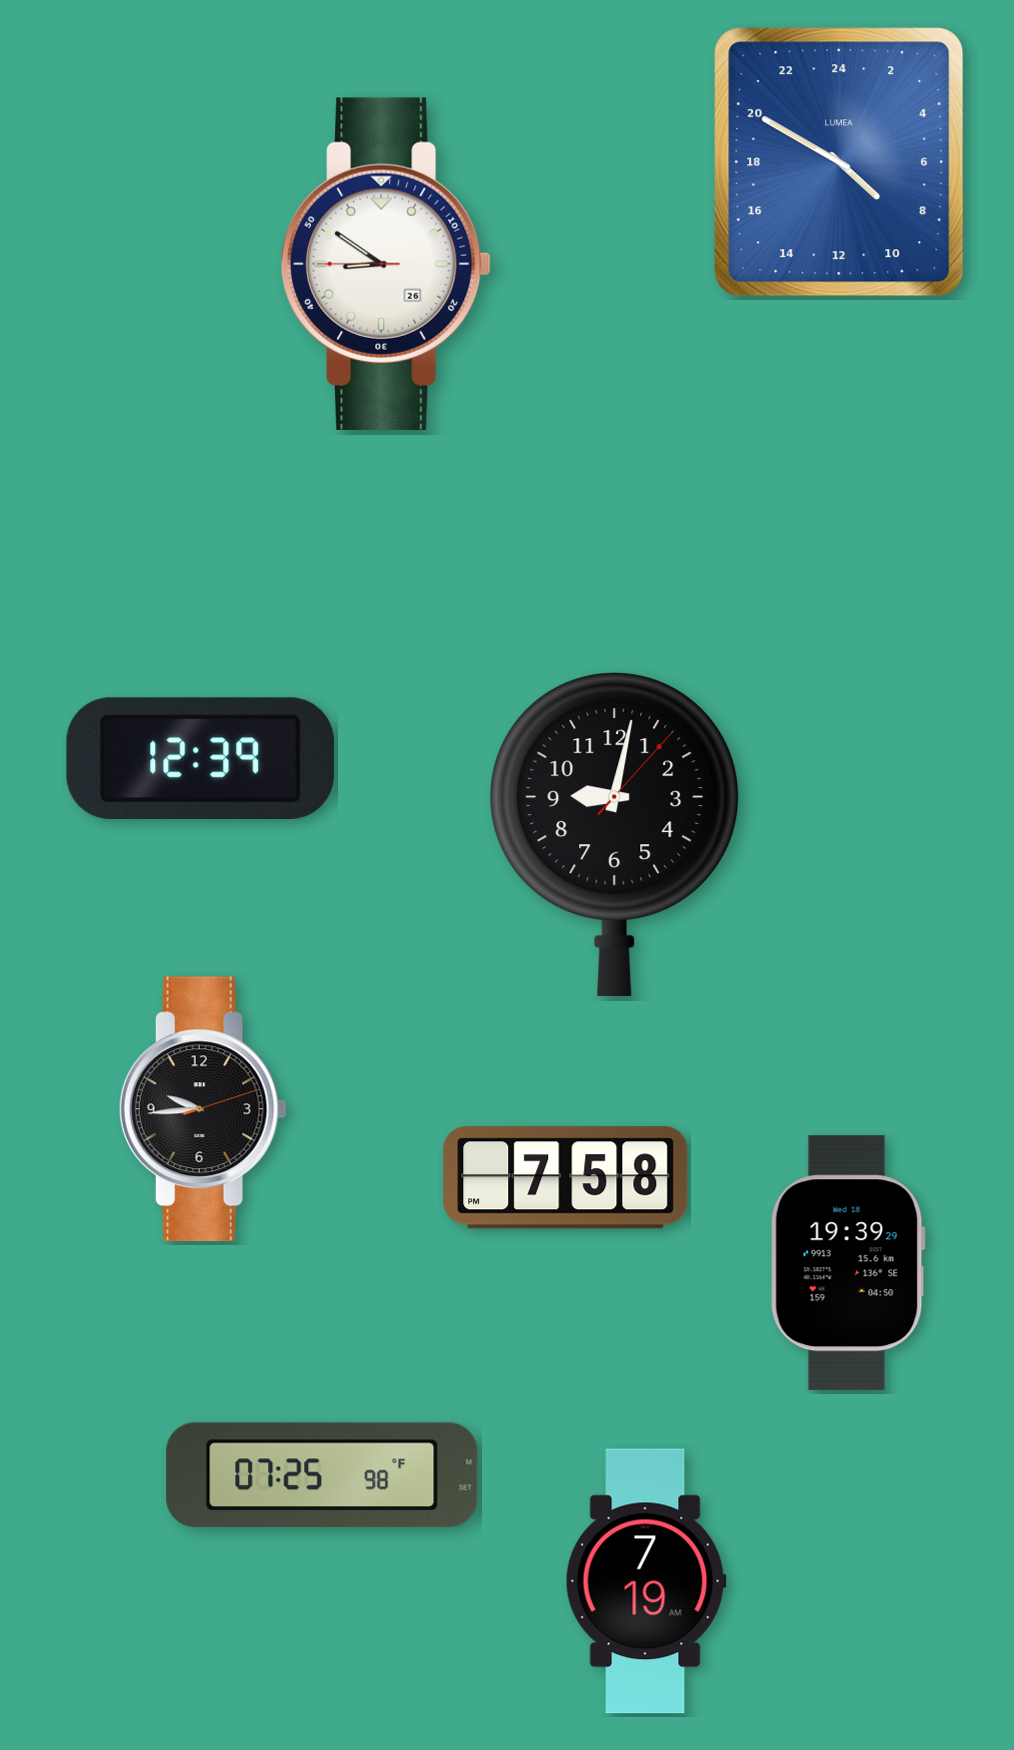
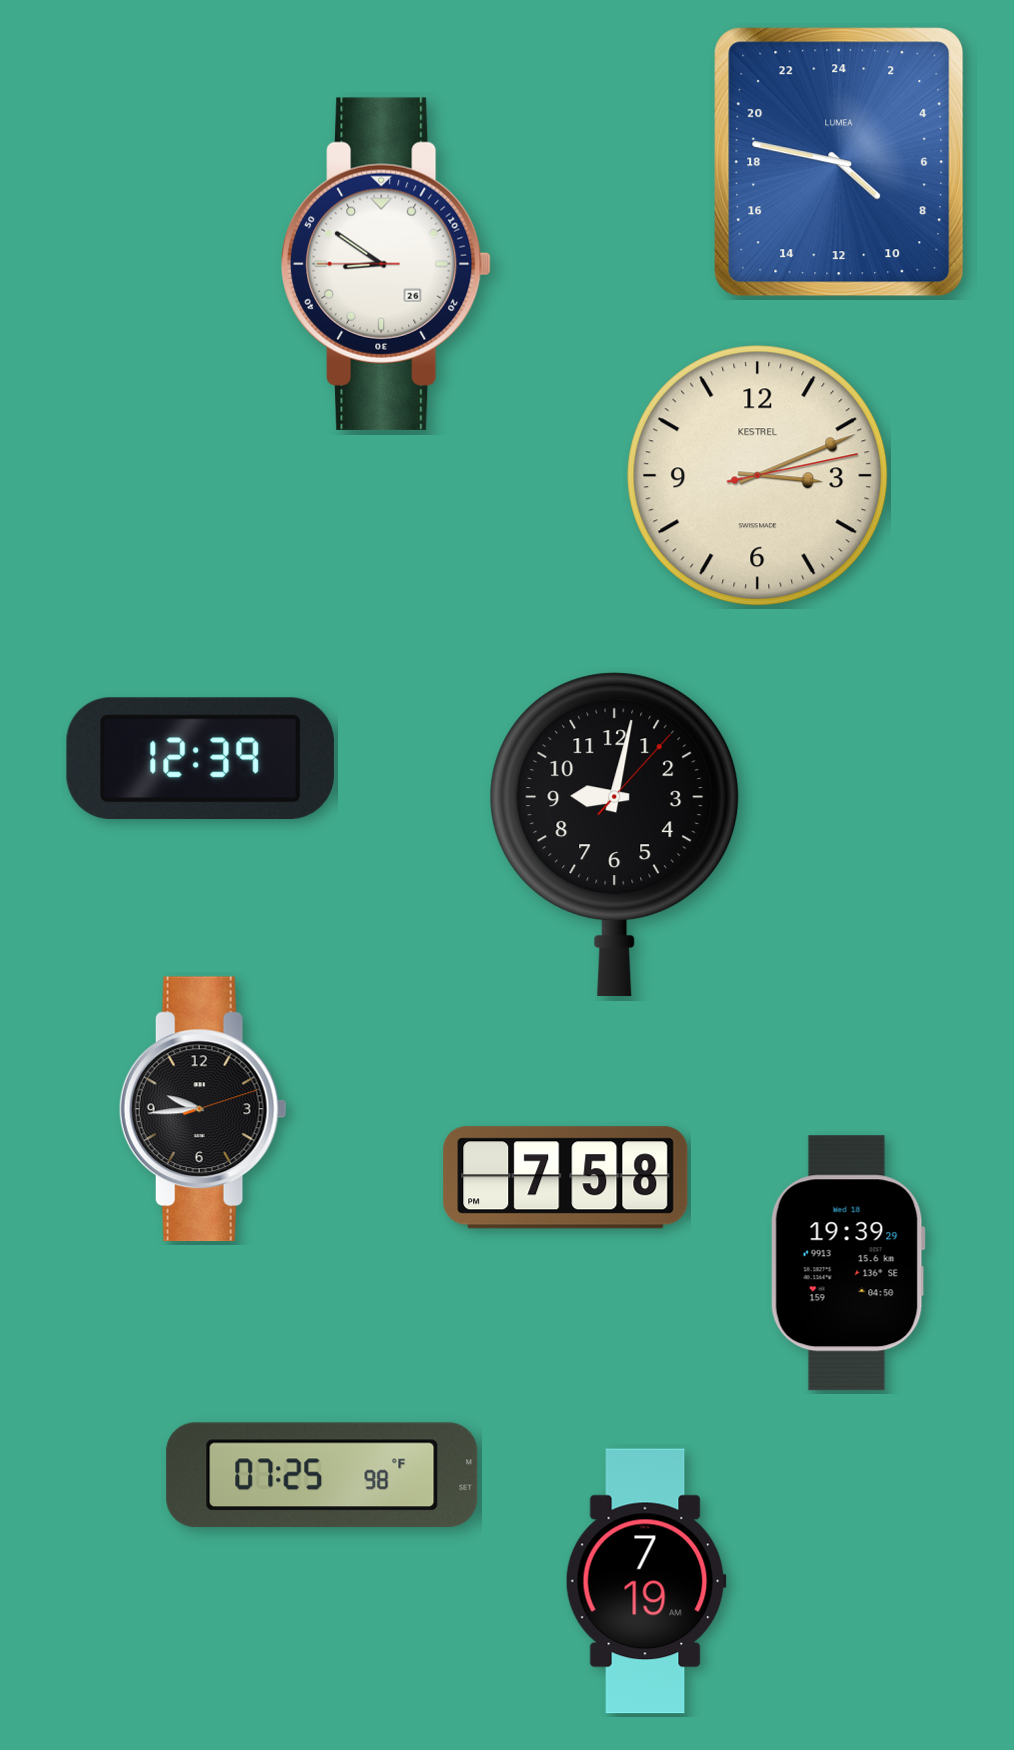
clock at (839, 162): 8:50 -> 8:47
clock at (758, 476): none -> 3:11
